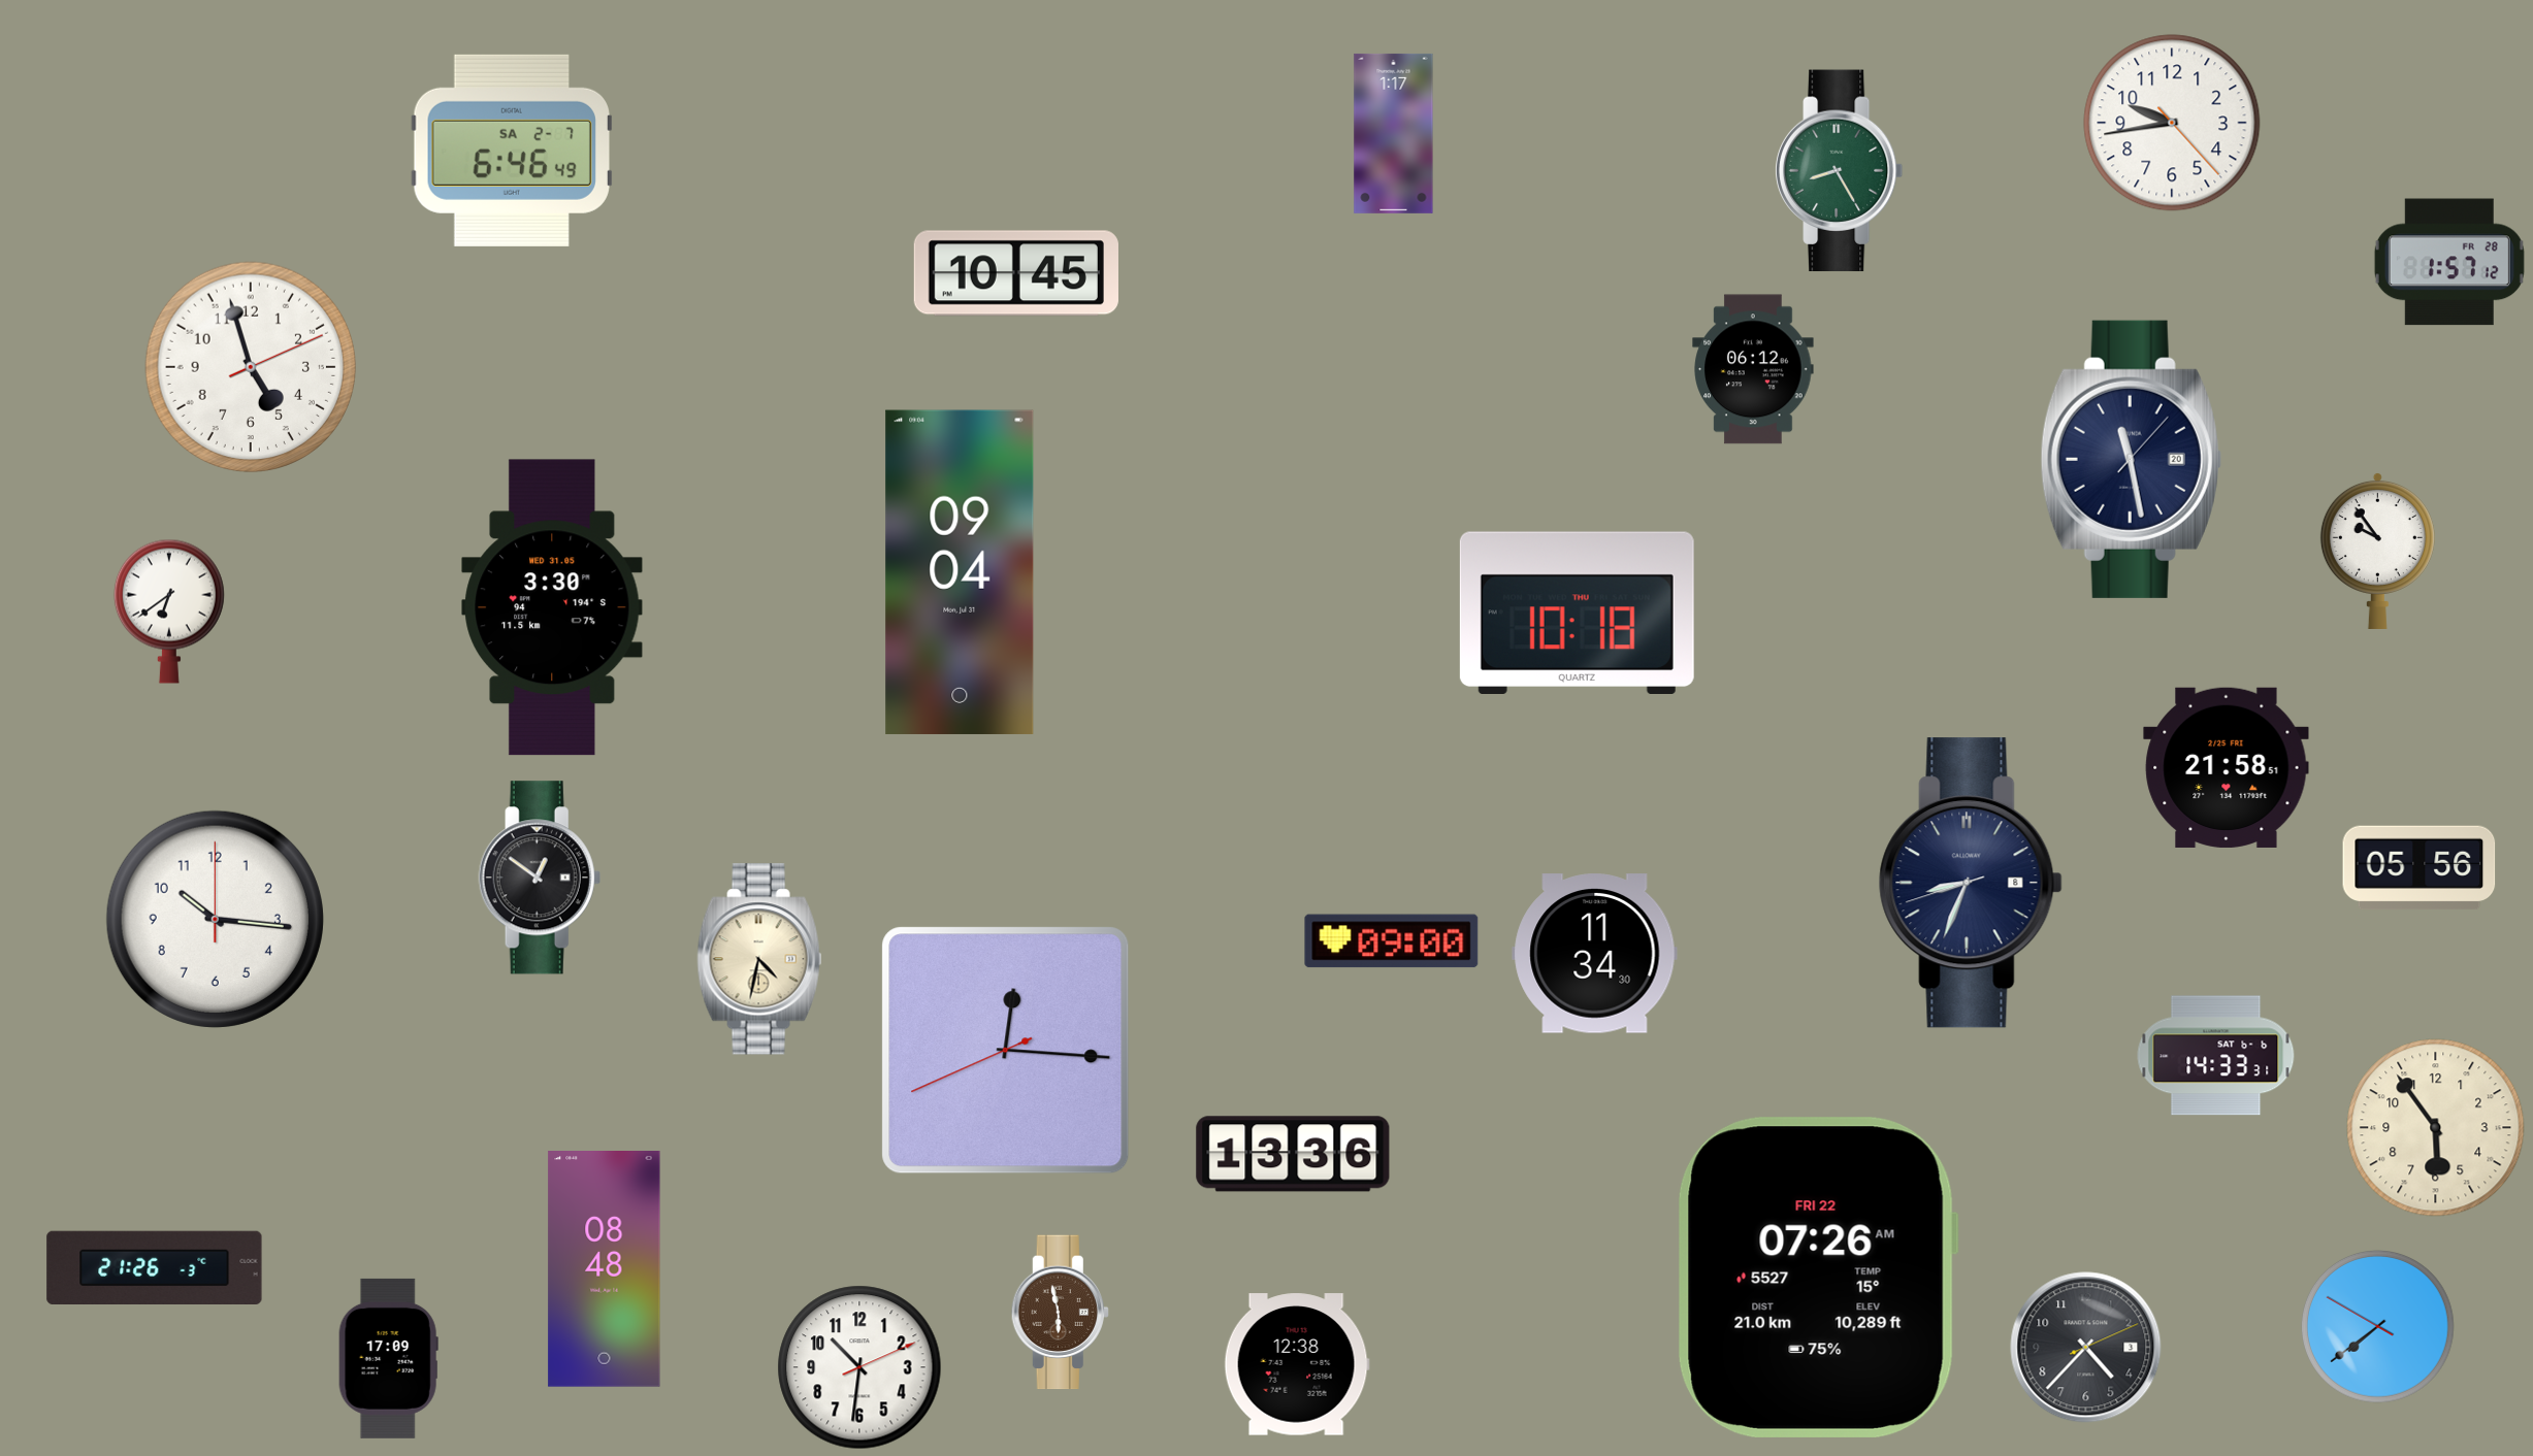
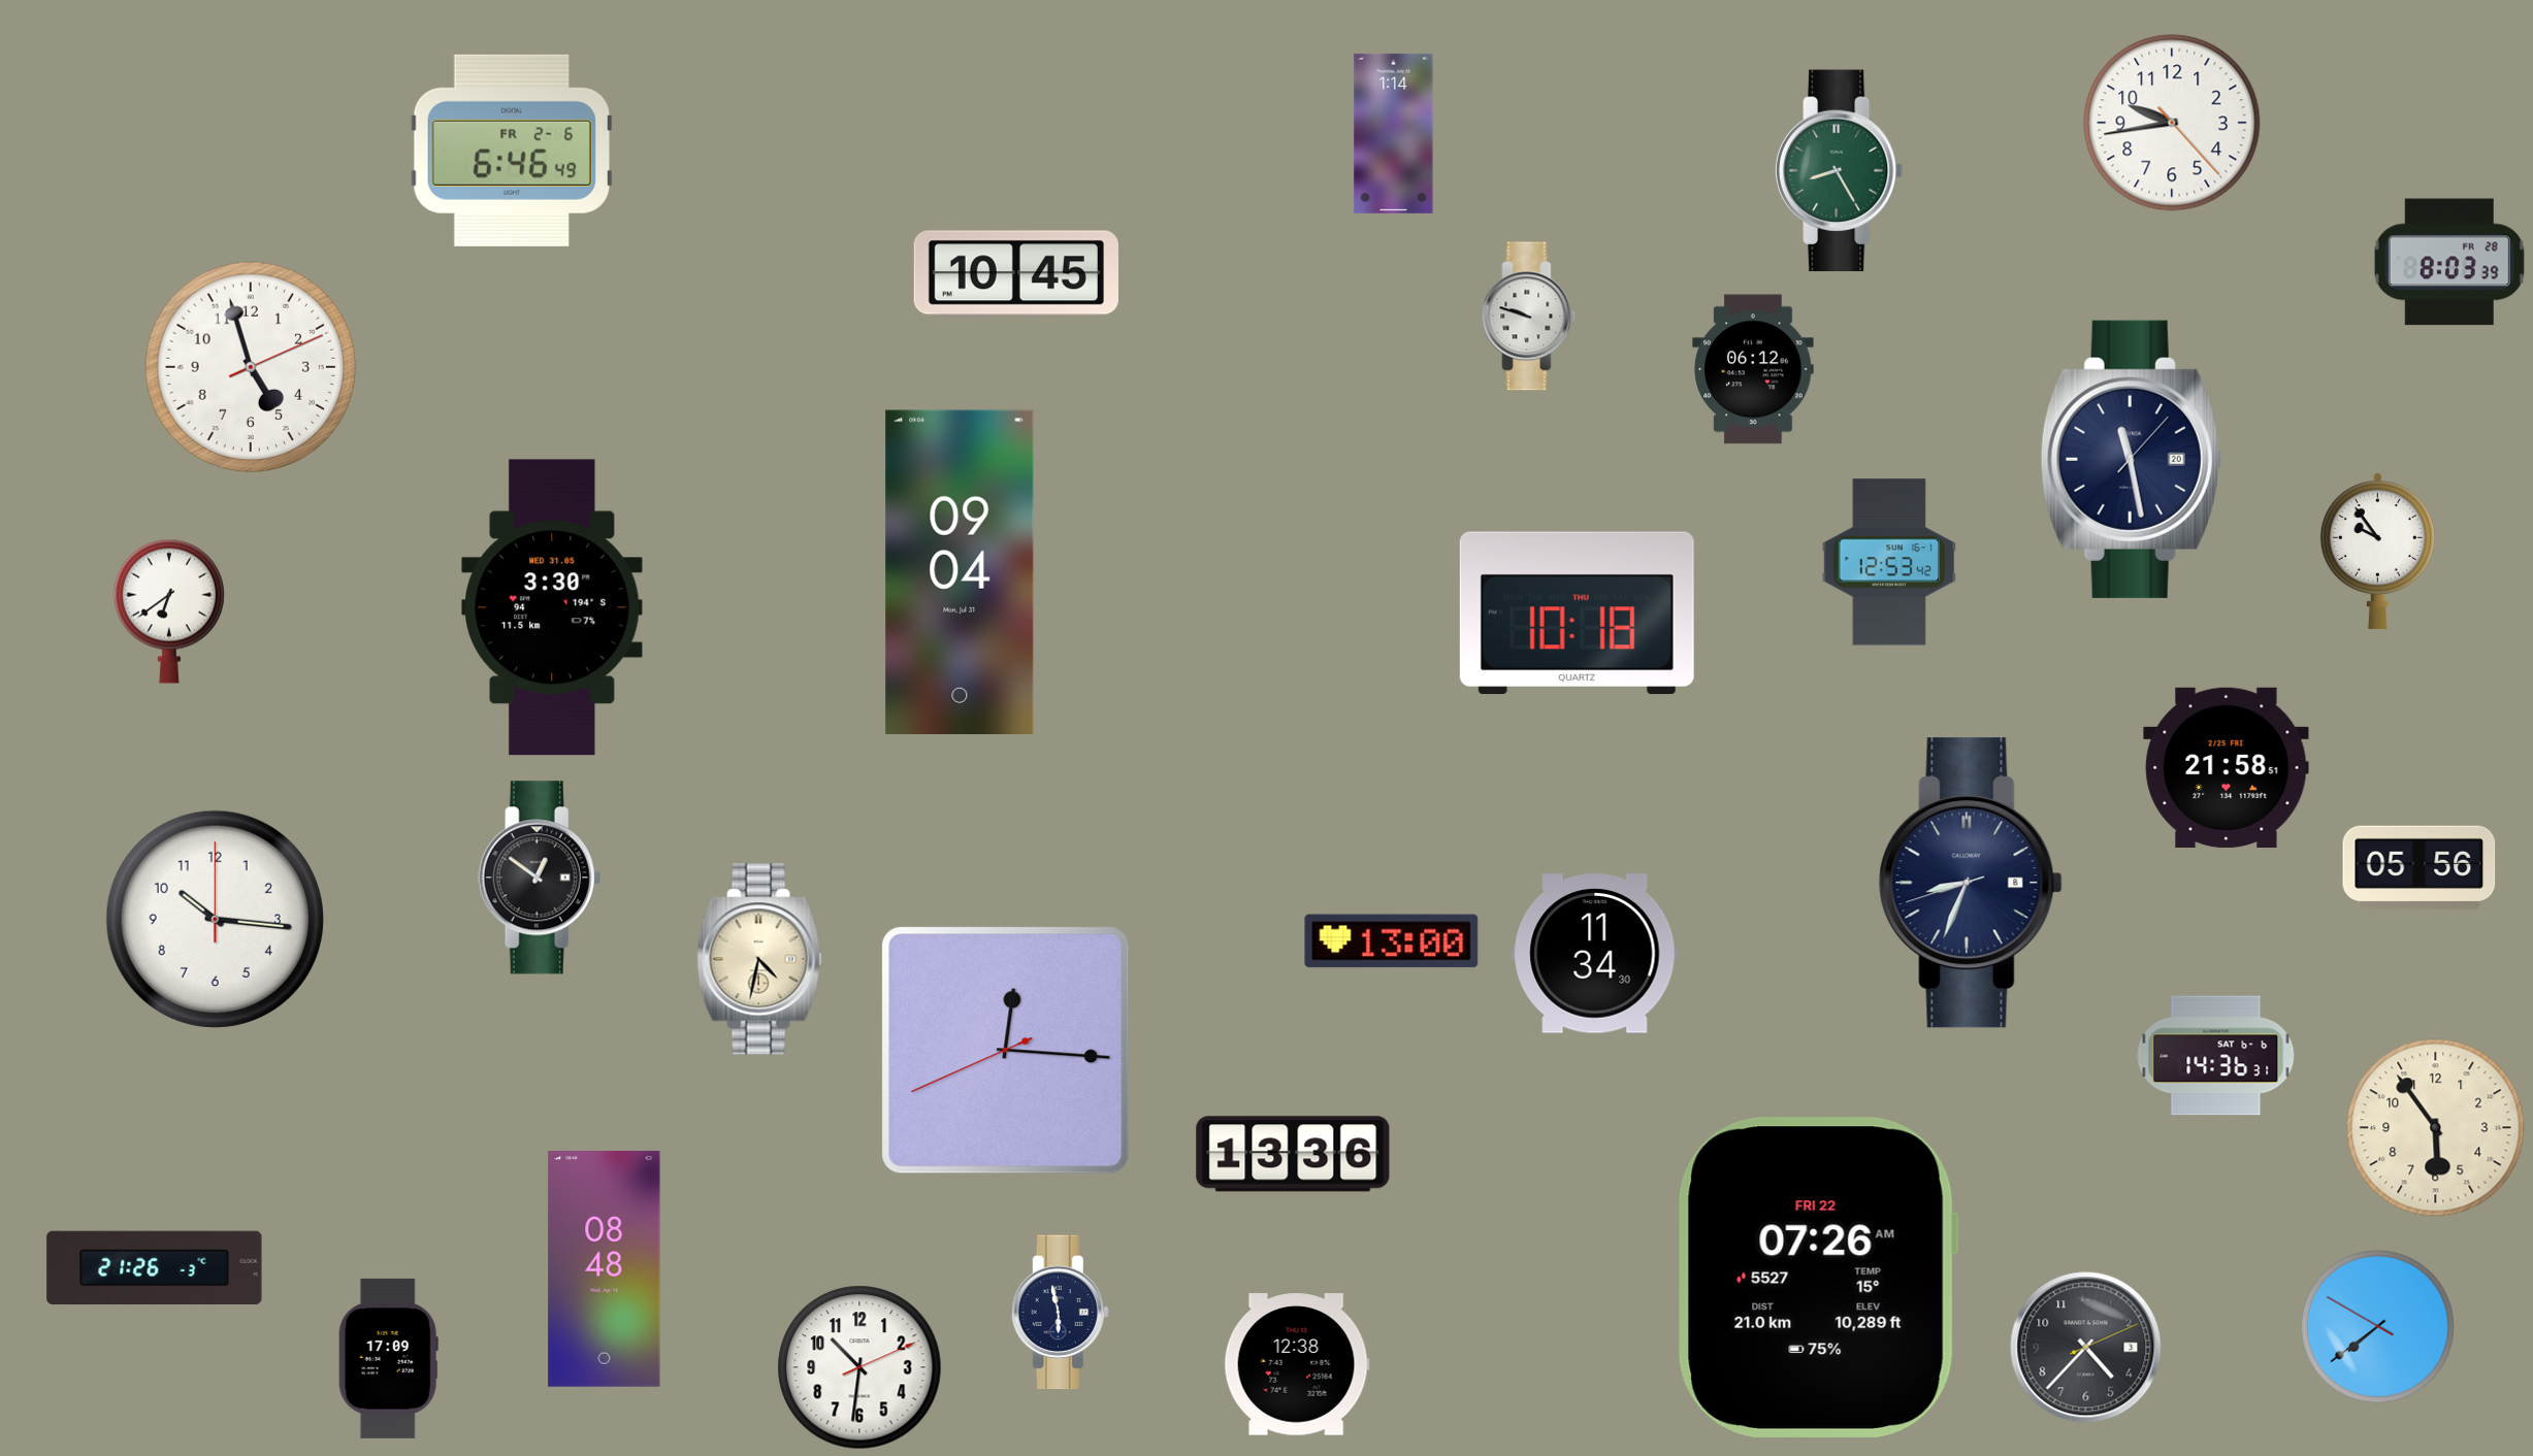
clock at (1394, 133): 1:17 -> 1:14
clock at (512, 151) date: SA 2-7 -> FR 2-6
clock at (2449, 262): 1:57 -> 8:03
clock at (1529, 317): none -> 9:48
clock at (1889, 562): none -> 12:53
clock at (1392, 941): 09:00 -> 13:00
clock at (2216, 1056): 14:33 -> 14:36
clock at (1060, 1313) dial: brown -> navy
